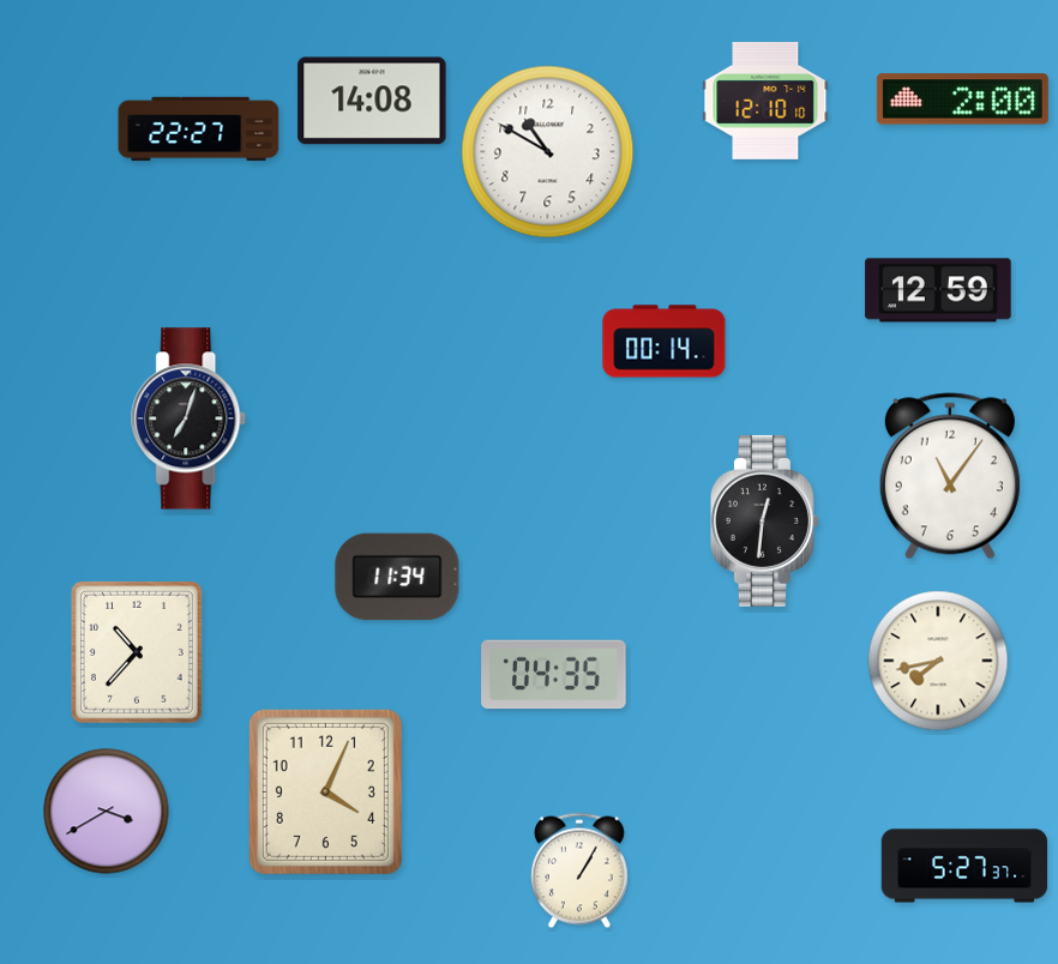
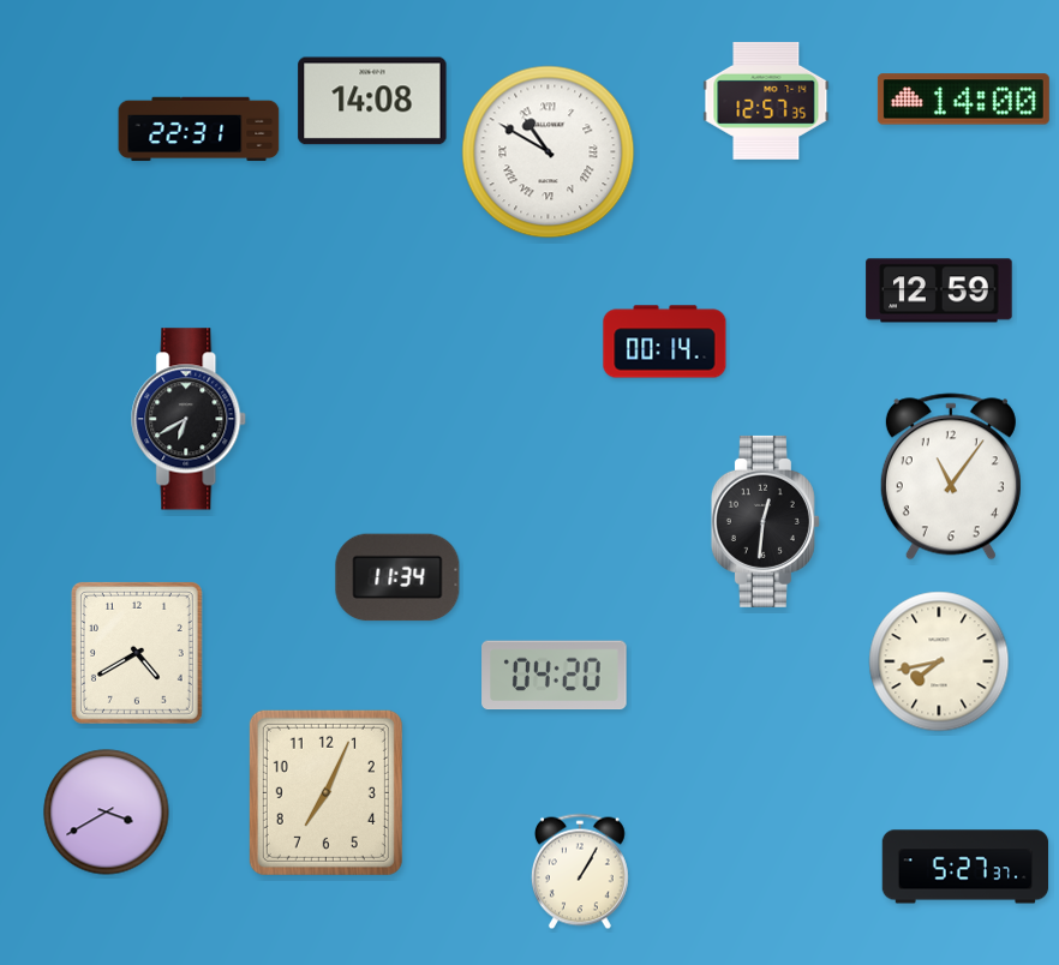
clock at (962, 100): 2:00 -> 14:00
clock at (765, 101): 12:10 -> 12:57
clock at (199, 129): 22:27 -> 22:31
clock at (548, 152) numerals: Arabic -> Roman
clock at (190, 418): 7:03 -> 6:40
clock at (137, 652): 10:37 -> 4:40
clock at (554, 675): 04:35 -> 04:20
clock at (325, 791): 4:04 -> 7:04
